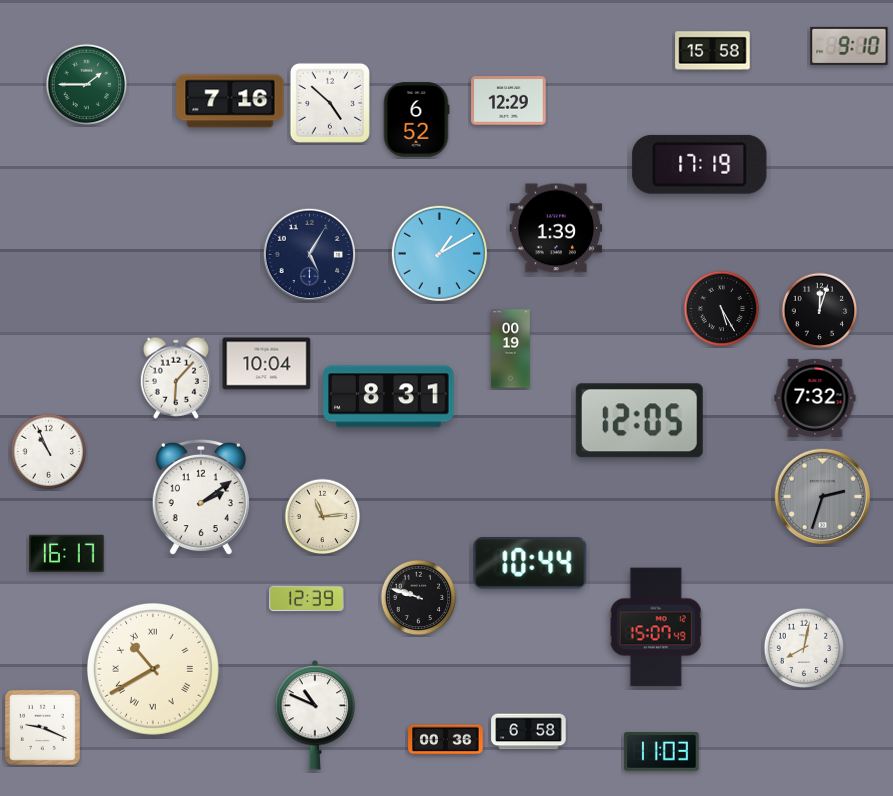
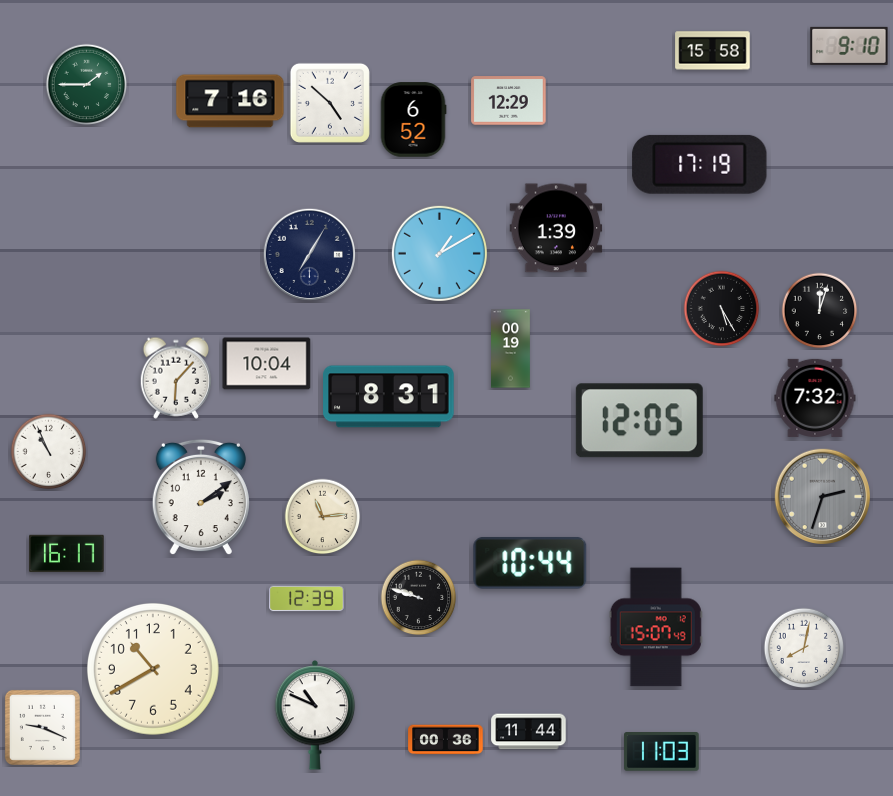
clock at (416, 120) position: (416, 120) -> (413, 120)
clock at (309, 254): 5:05 -> 7:05
clock at (153, 669) numerals: Roman -> Arabic
clock at (529, 732): 6:58 -> 11:44
